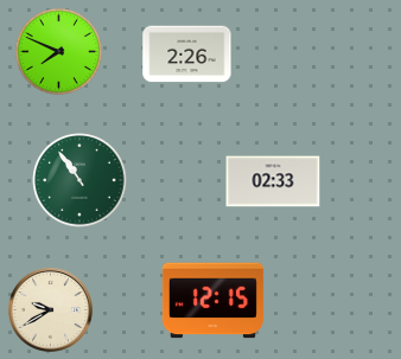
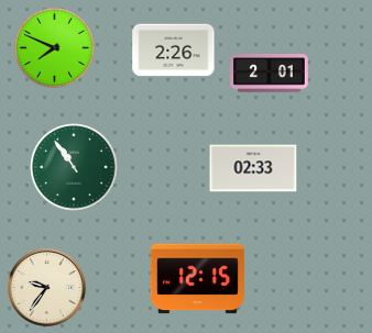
clock at (270, 74): none -> 2:01
clock at (51, 310): 9:40 -> 9:36
